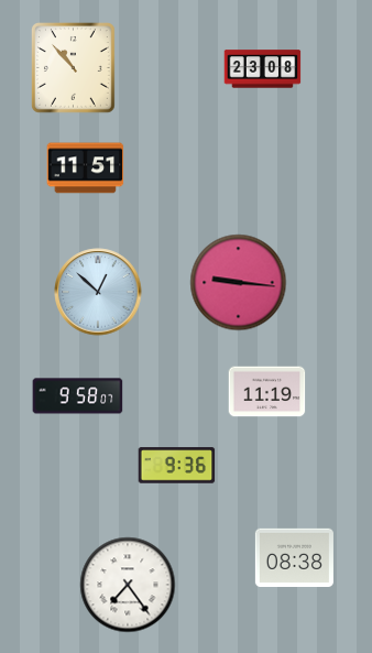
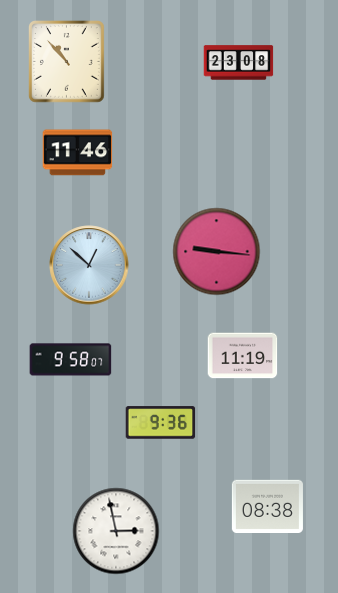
clock at (86, 168): 11:51 -> 11:46
clock at (239, 283) position: (239, 283) -> (217, 252)
clock at (128, 585): 7:24 -> 2:58
